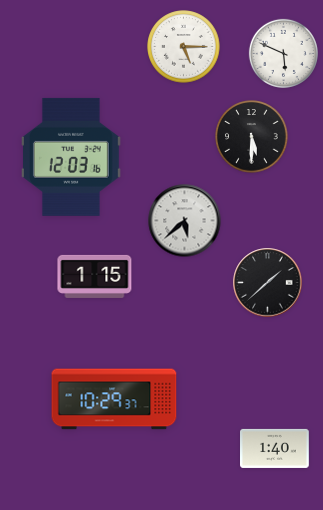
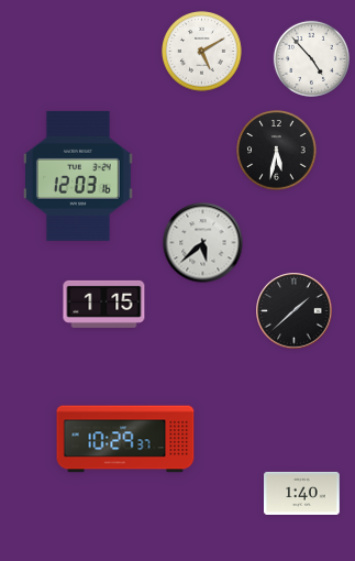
clock at (184, 47): 5:15 -> 5:10
clock at (283, 53): 5:49 -> 4:53
clock at (252, 137): 5:30 -> 5:32
clock at (71, 157) position: (71, 157) -> (78, 176)
